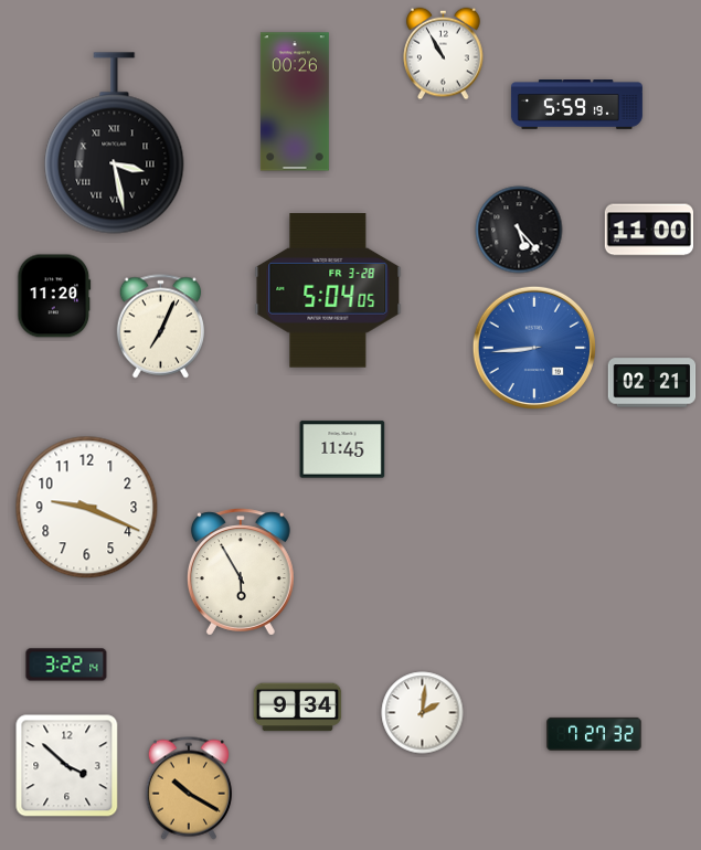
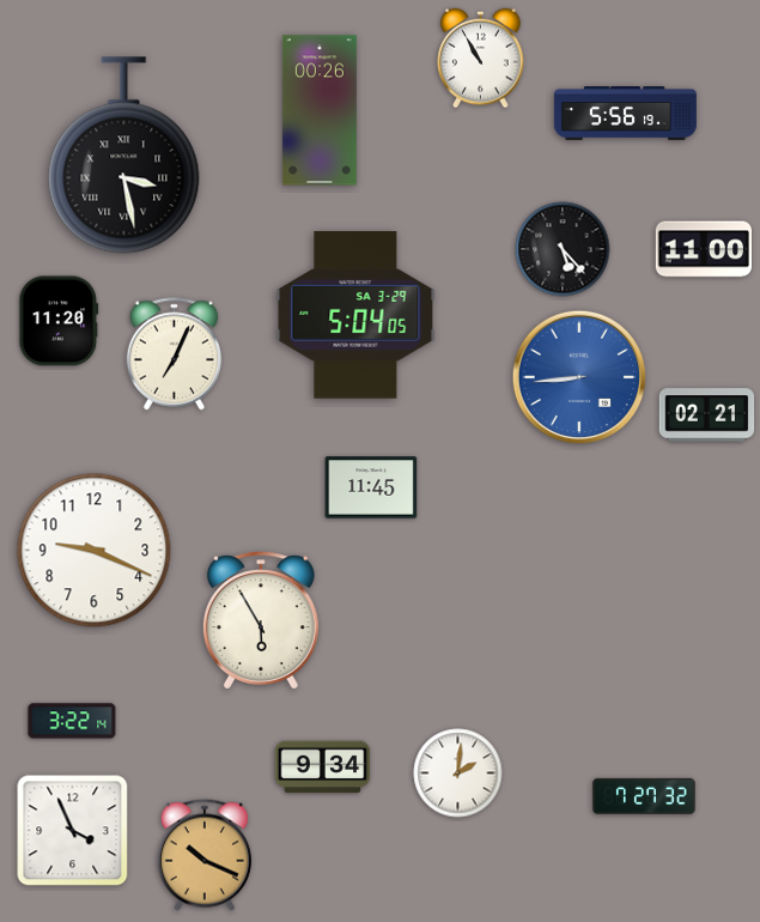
clock at (576, 105): 5:59 -> 5:56
clock at (328, 290) date: FR 3-28 -> SA 3-29
clock at (67, 766): 3:52 -> 3:56
clock at (189, 788): 10:20 -> 10:19
